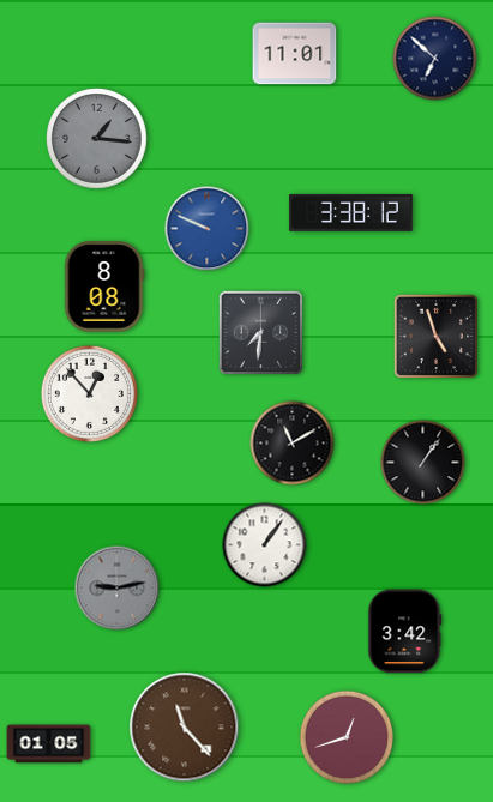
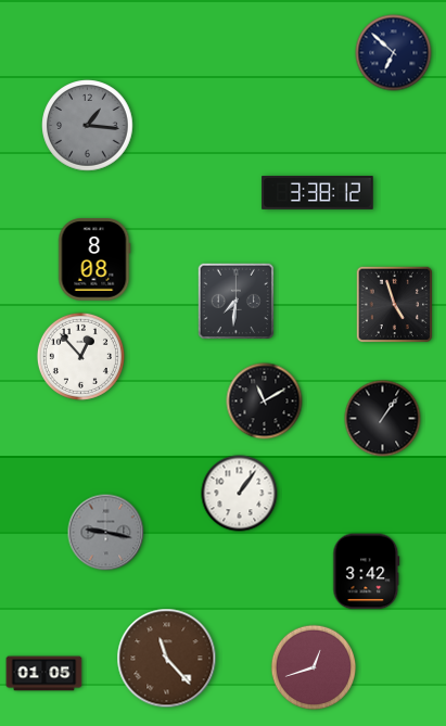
clock at (295, 54): 11:01 -> none
clock at (208, 229): 9:49 -> none
clock at (118, 589): 9:13 -> 9:17
